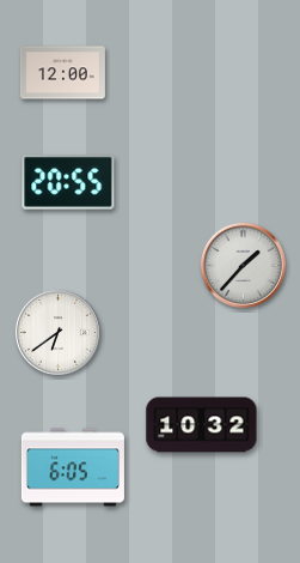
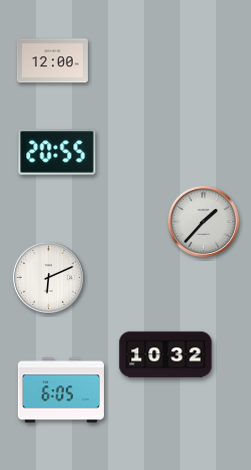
clock at (57, 332): 6:39 -> 6:11
clock at (202, 425) position: (202, 425) -> (166, 355)
